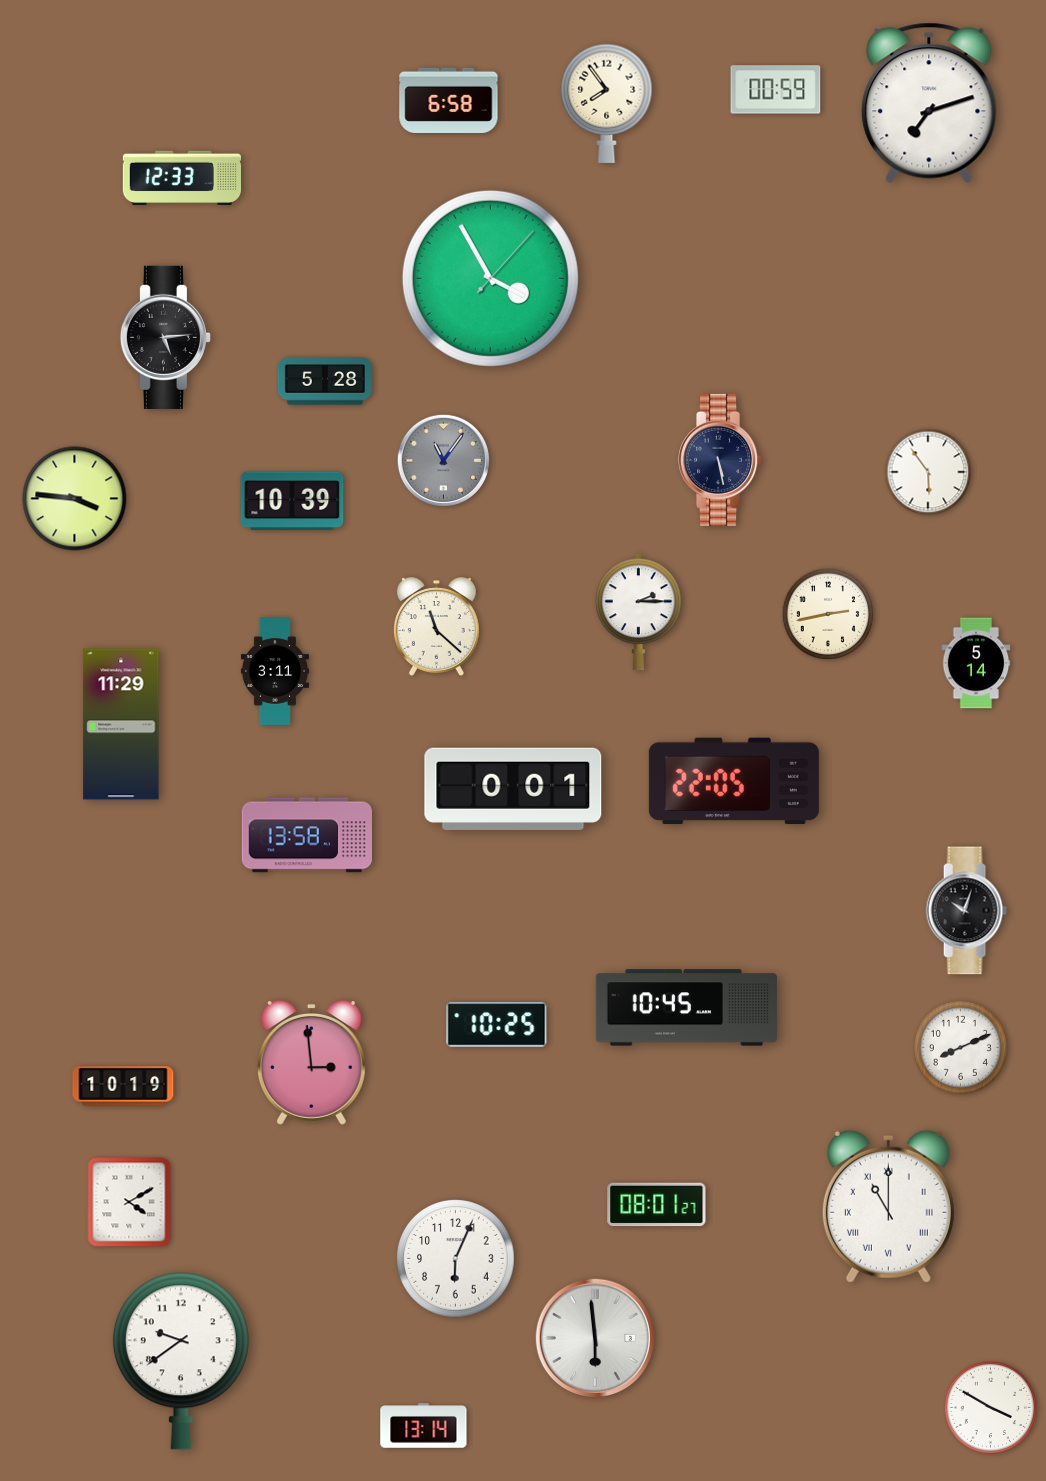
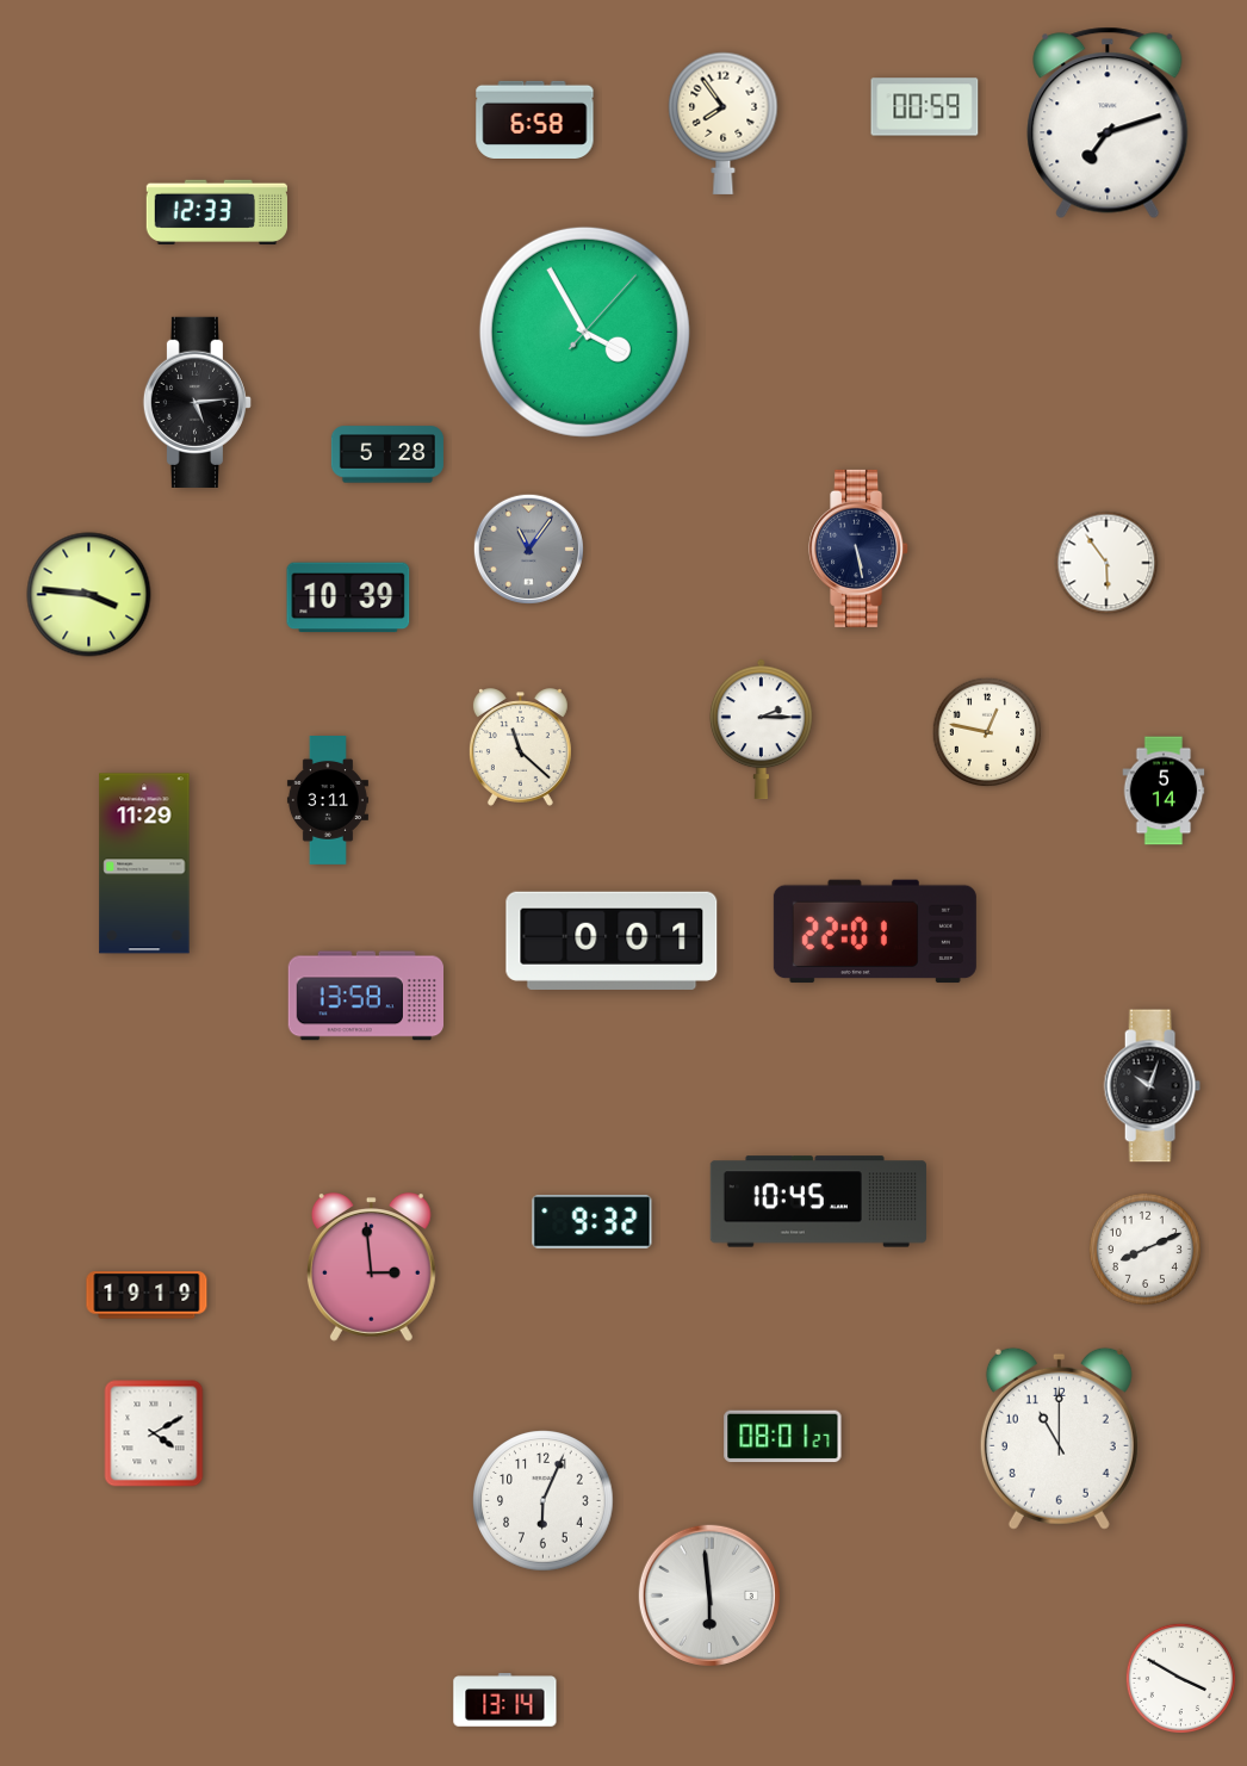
clock at (828, 614): 2:43 -> 12:47
clock at (734, 781): 22:05 -> 22:01
clock at (497, 1025): 10:25 -> 9:32
clock at (123, 1086): 10:19 -> 19:19
clock at (888, 1206) numerals: Roman -> Arabic
clock at (181, 1361): 9:39 -> none
